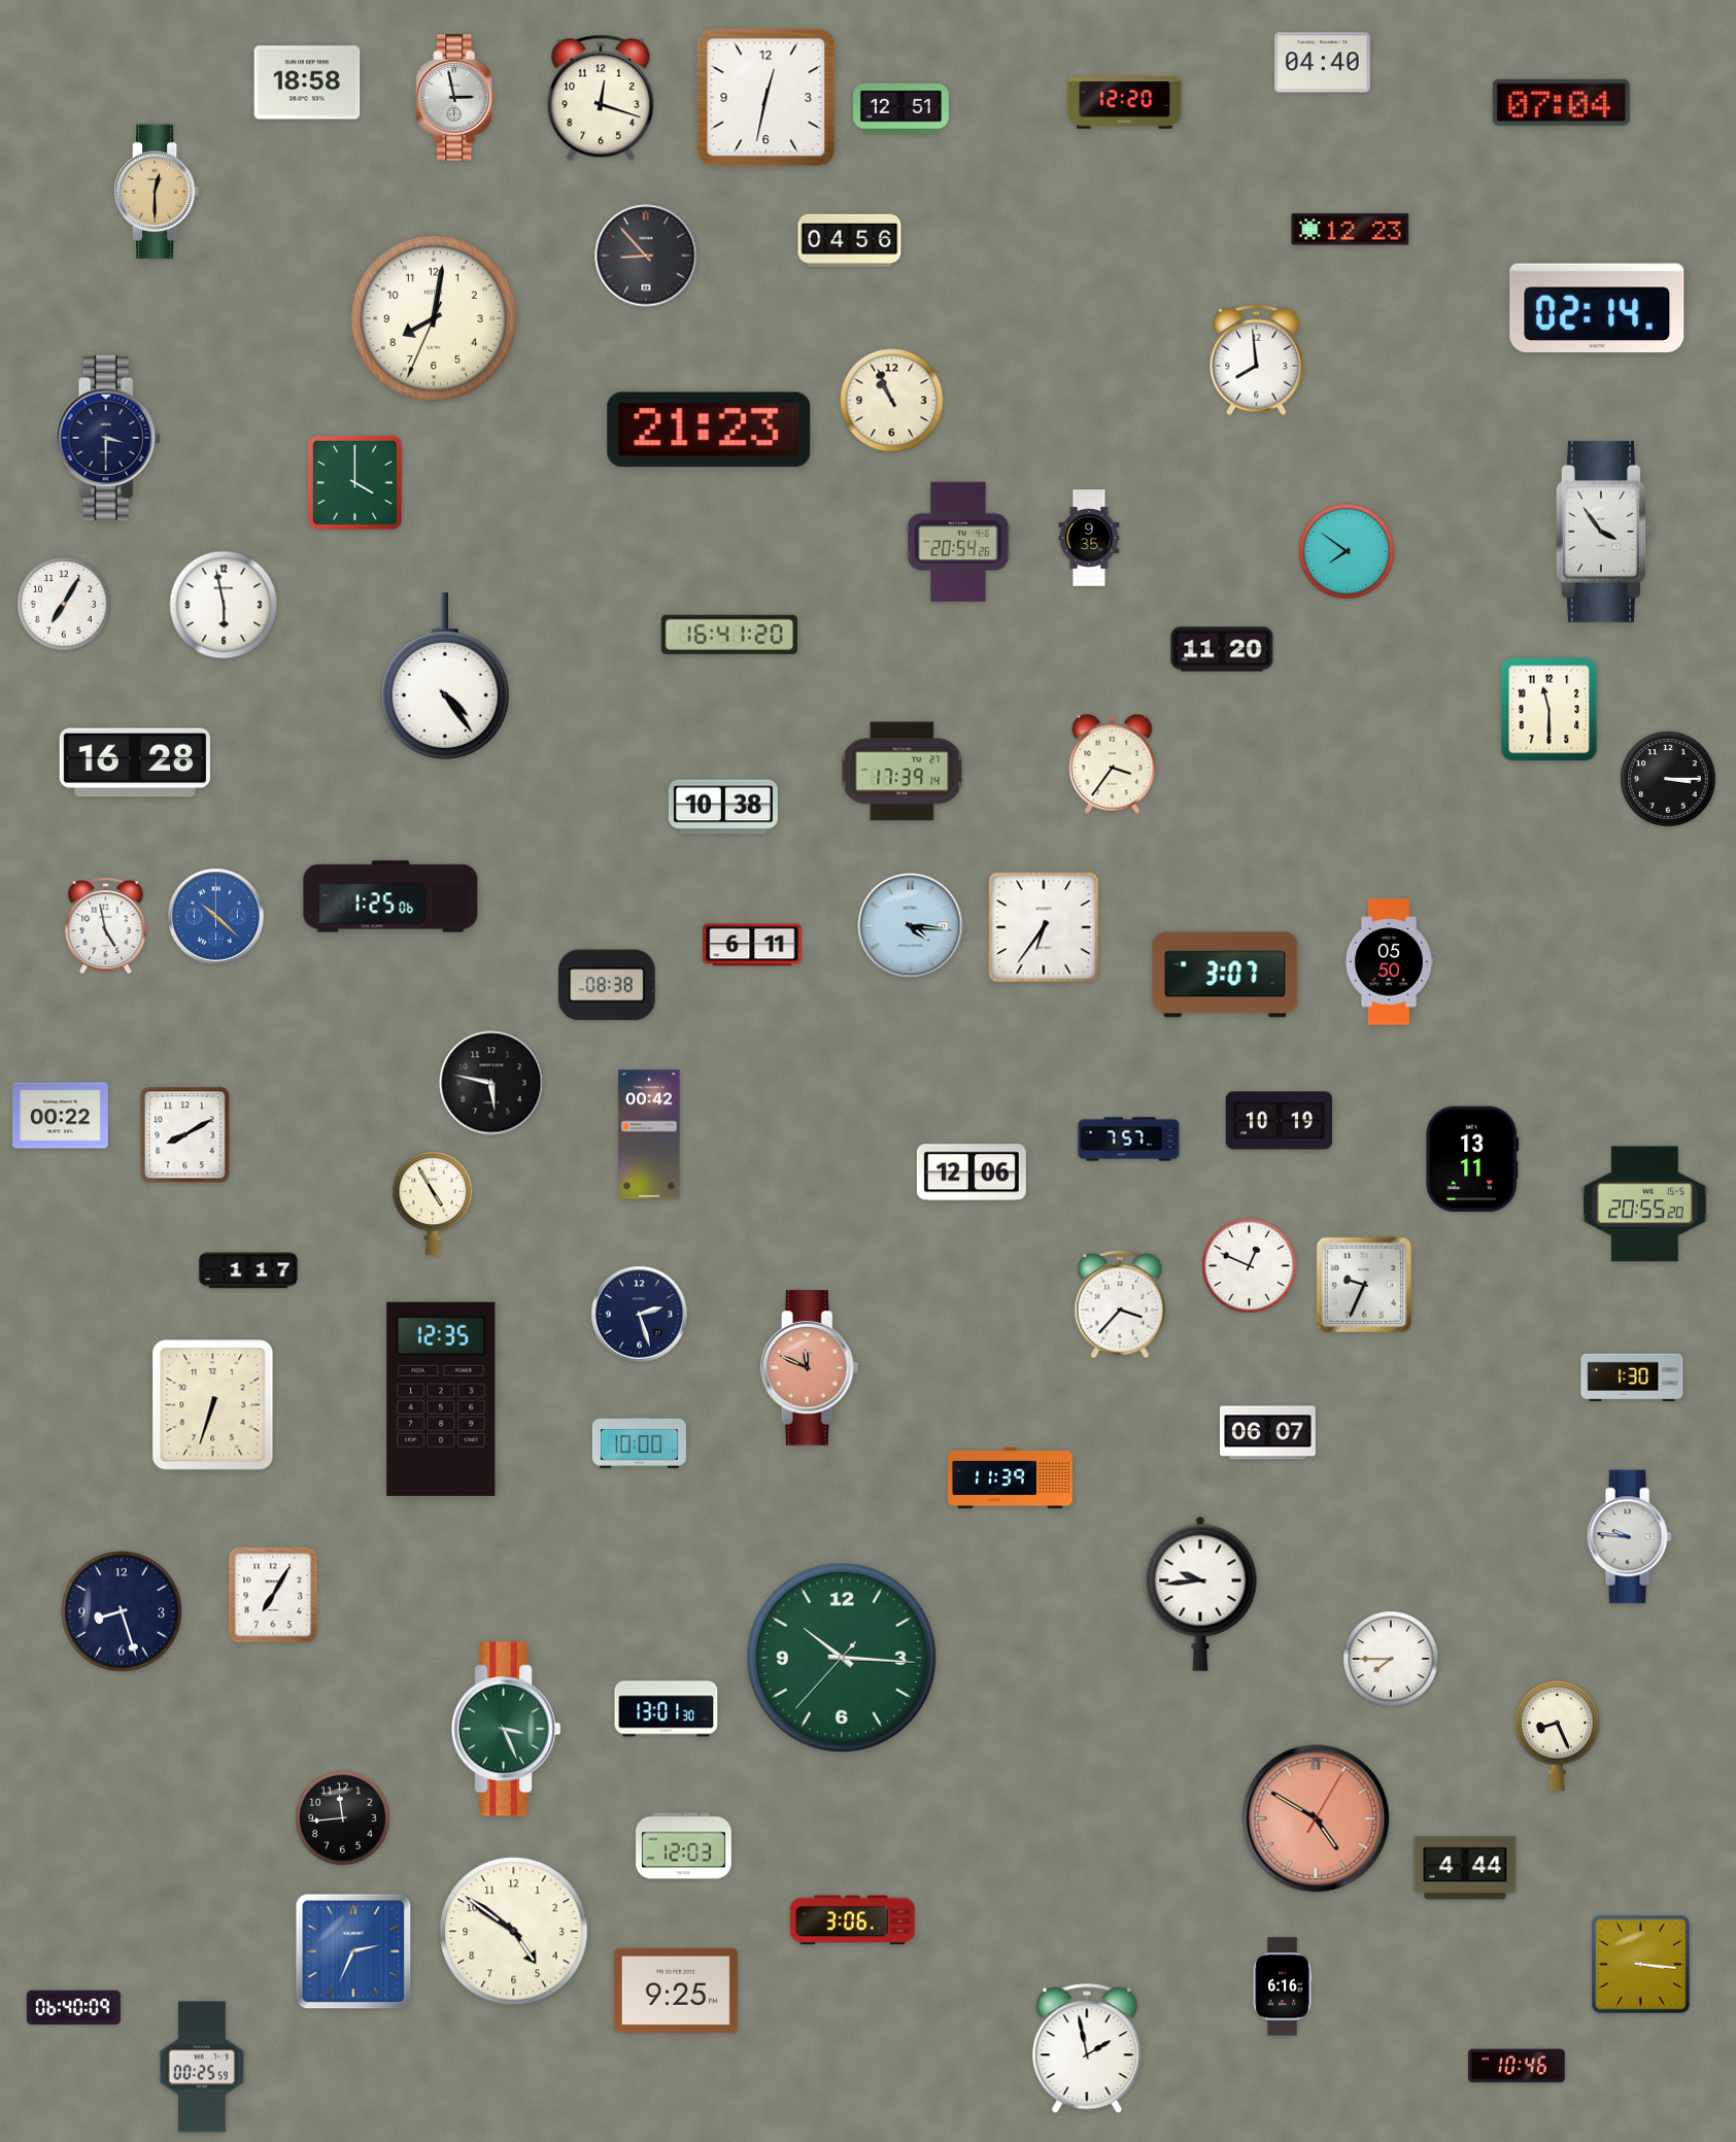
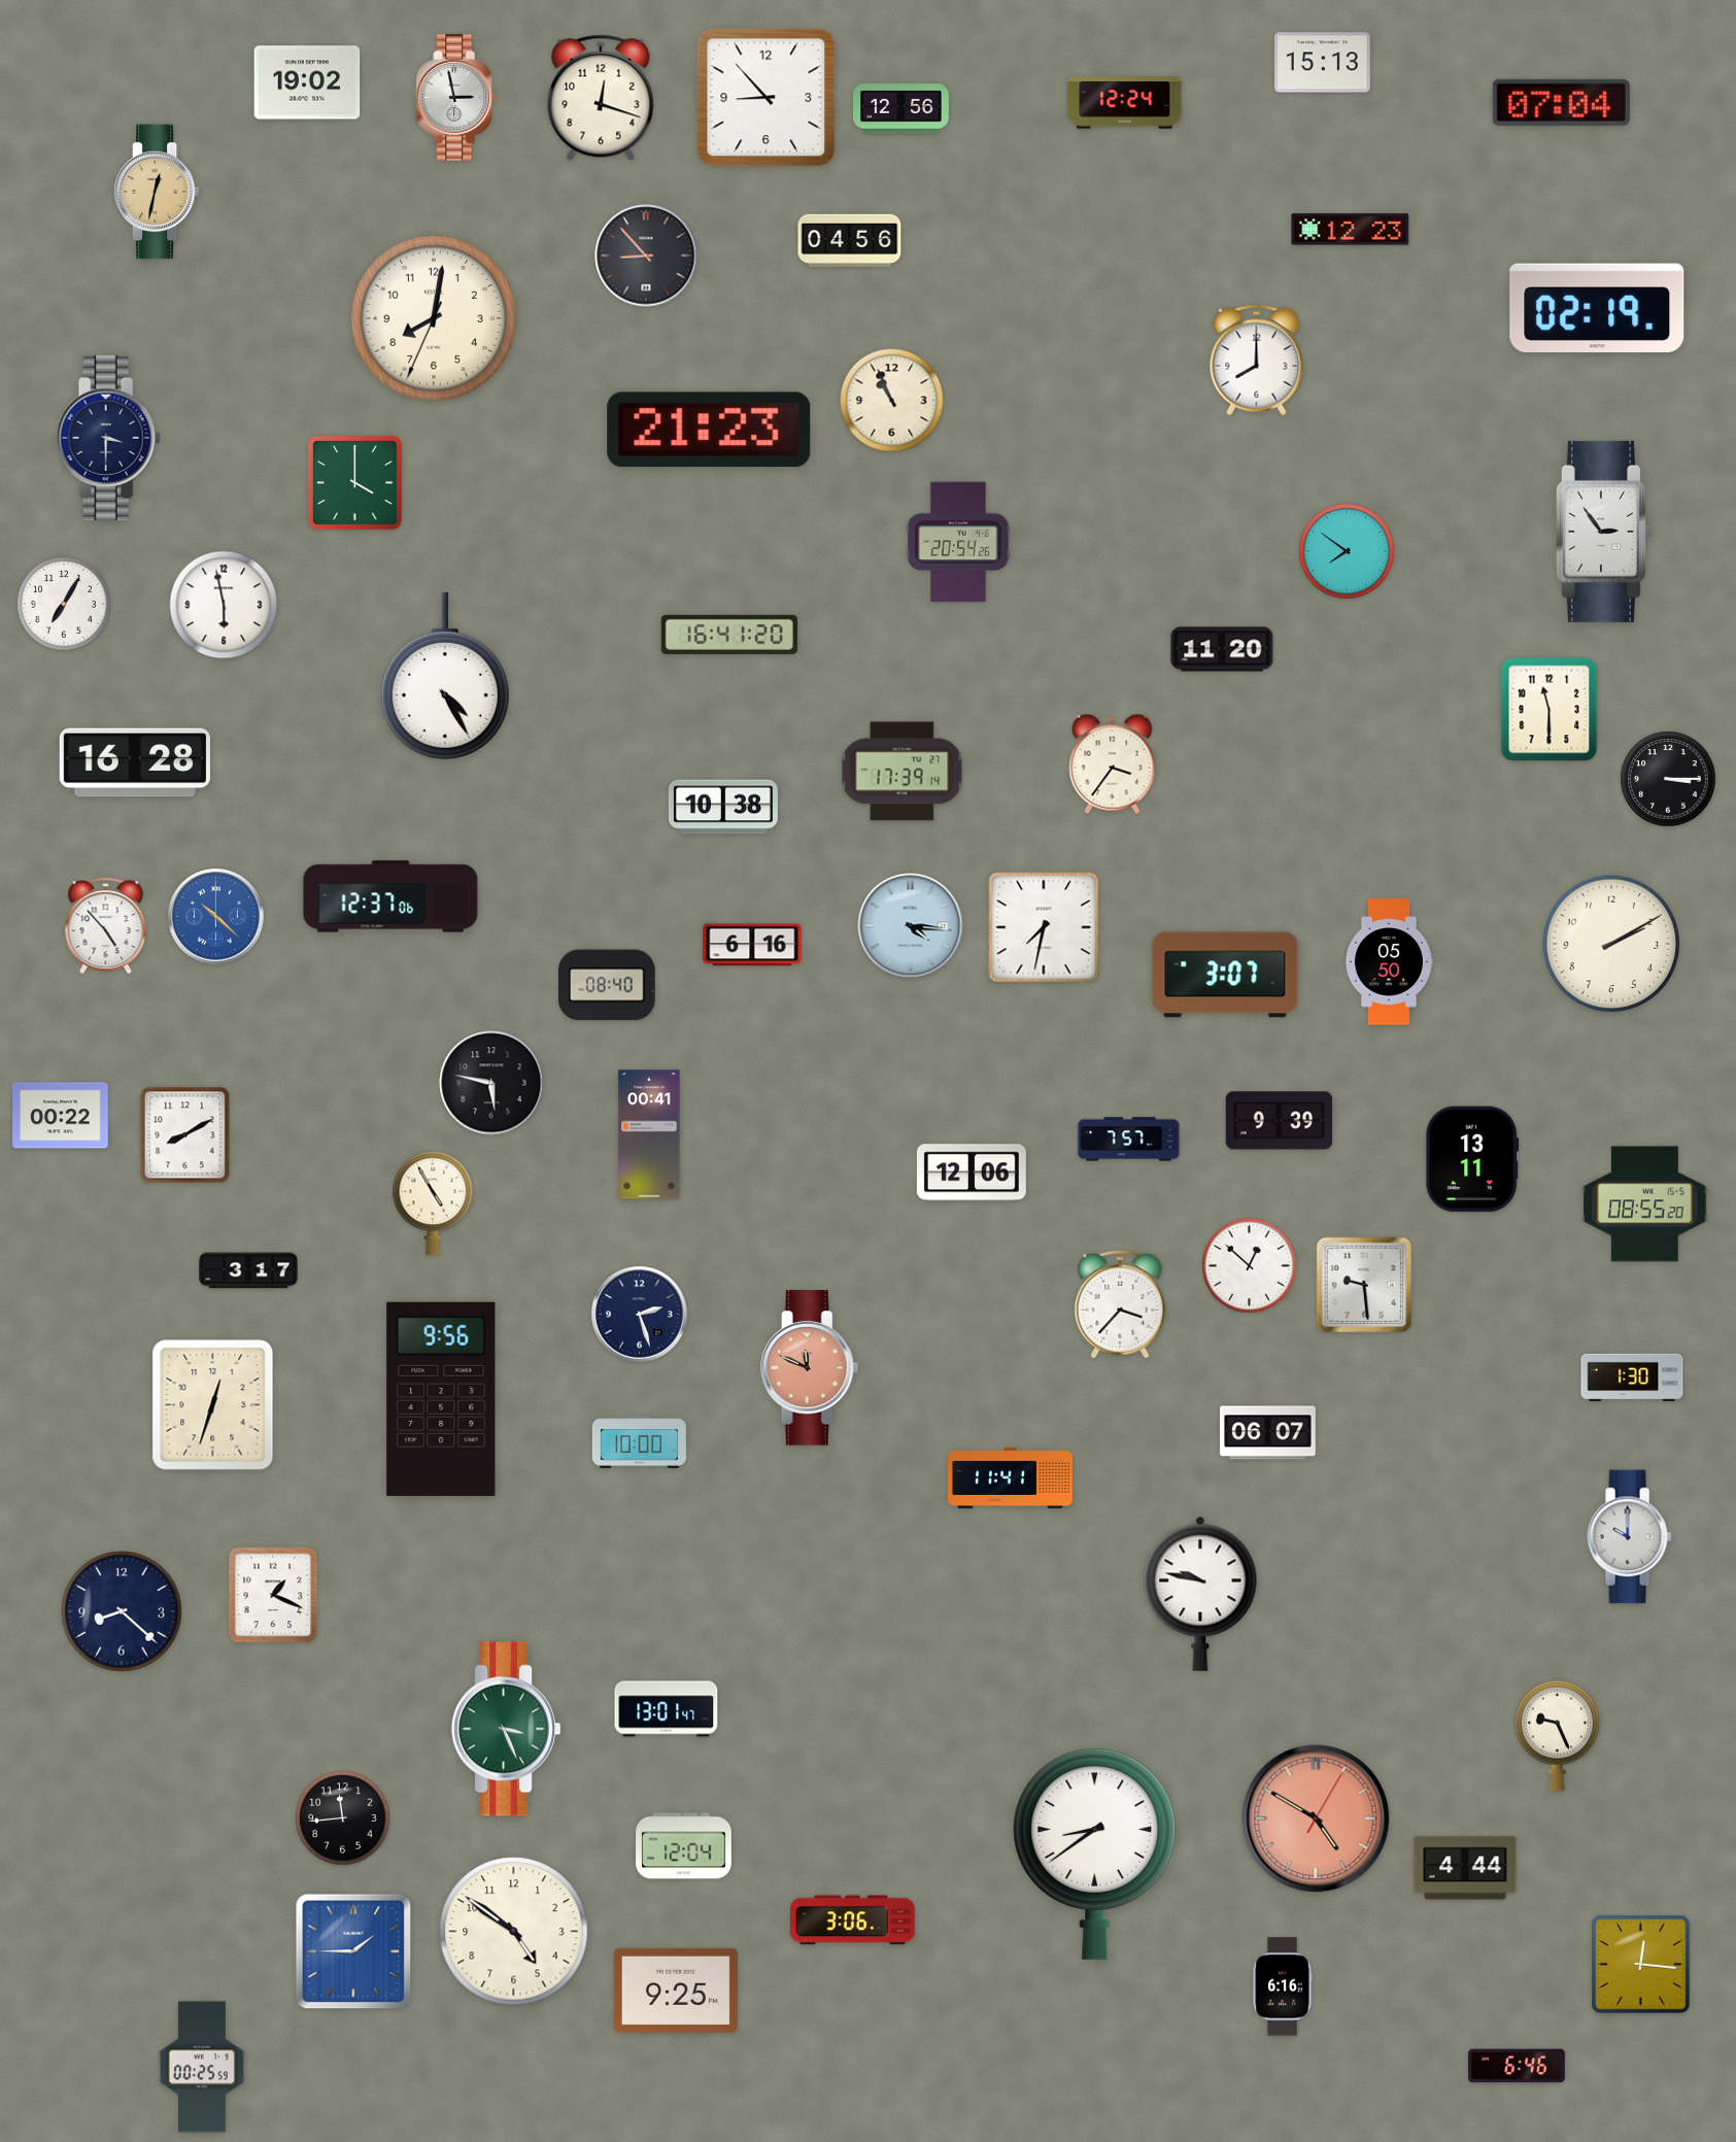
clock at (1323, 63): 04:40 -> 15:13
clock at (307, 82): 18:58 -> 19:02
clock at (767, 98): 12:32 -> 8:53
clock at (1125, 103): 12:20 -> 12:24
clock at (901, 109): 12:51 -> 12:56
clock at (157, 192): 12:30 -> 12:32
clock at (1597, 307): 02:14 -> 02:19
clock at (1257, 361): 7:59 -> 8:00
clock at (1604, 532): 3:54 -> 2:54
clock at (1089, 538): 9:35 -> none
clock at (445, 676): 4:24 -> 4:25
clock at (390, 896): 1:25 -> 12:37
clock at (106, 926): 4:58 -> 4:53
clock at (1044, 927): 6:36 -> 7:32
clock at (1611, 944): none -> 2:10
clock at (752, 945): 6:11 -> 6:16
clock at (607, 985): 08:38 -> 08:40
clock at (1280, 1121): 10:19 -> 9:39
clock at (649, 1134): 00:42 -> 00:41
clock at (1645, 1204): 20:55 -> 08:55
clock at (1250, 1266): 12:49 -> 12:52
clock at (248, 1270): 1:17 -> 3:17
clock at (1364, 1285): 9:34 -> 9:29
clock at (441, 1399): 12:35 -> 9:56
clock at (213, 1405): 6:33 -> 12:33
clock at (1011, 1478): 11:39 -> 11:41
clock at (1629, 1537): 9:46 -> 10:00
clock at (1200, 1594): 9:44 -> 9:47
clock at (273, 1595): 7:05 -> 1:19
clock at (122, 1611): 8:27 -> 8:22
clock at (842, 1658): 10:15 -> none
clock at (1391, 1659): 7:45 -> none
clock at (667, 1709): 13:01:30 -> 13:01:47
clock at (1558, 1735): 8:26 -> 9:26
clock at (684, 1846): 12:03 -> 12:04
clock at (1095, 1854): none -> 8:39
clock at (353, 1951): 2:34 -> 1:45
clock at (1641, 1965): 3:16 -> 12:16
clock at (73, 2008): 06:40 -> none
clock at (1087, 2049): 1:58 -> none
clock at (1517, 2066): 10:46 -> 6:46
